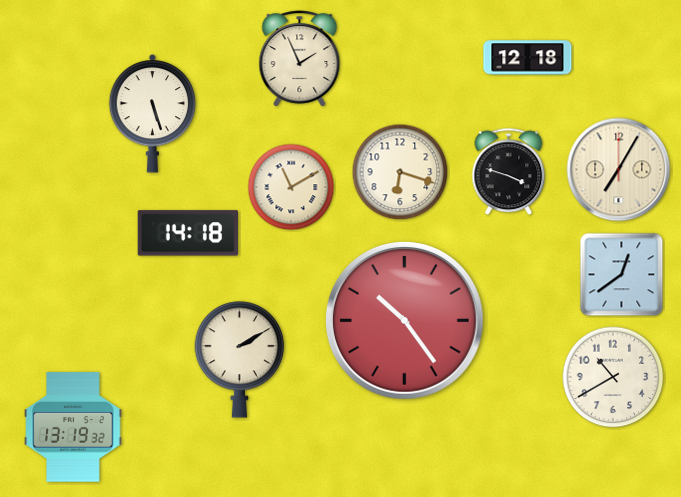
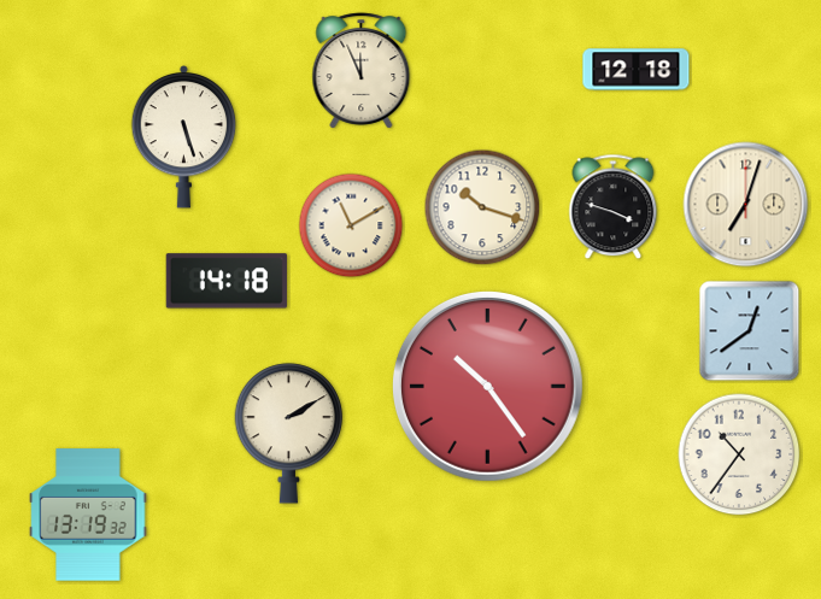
clock at (300, 59): 1:56 -> 11:56
clock at (619, 170): 7:05 -> 7:03
clock at (400, 172): 6:18 -> 10:18
clock at (613, 377): 10:40 -> 10:36
